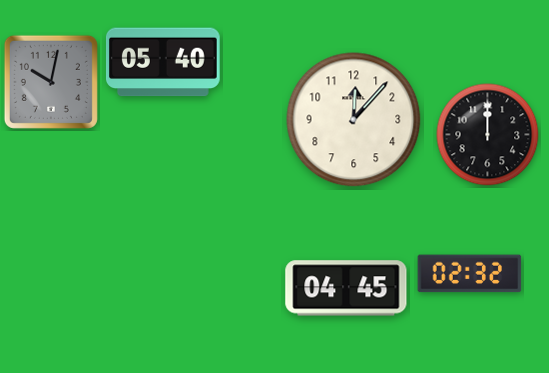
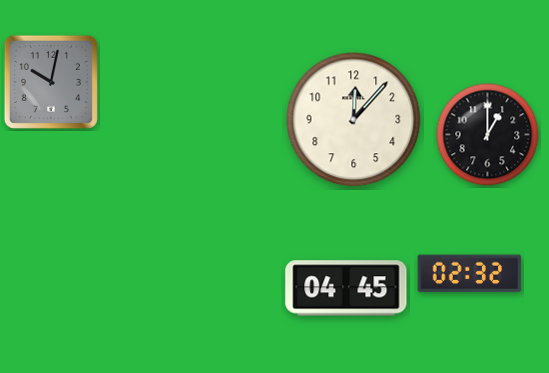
clock at (163, 62): 05:40 -> none
clock at (488, 135): 12:00 -> 1:00
